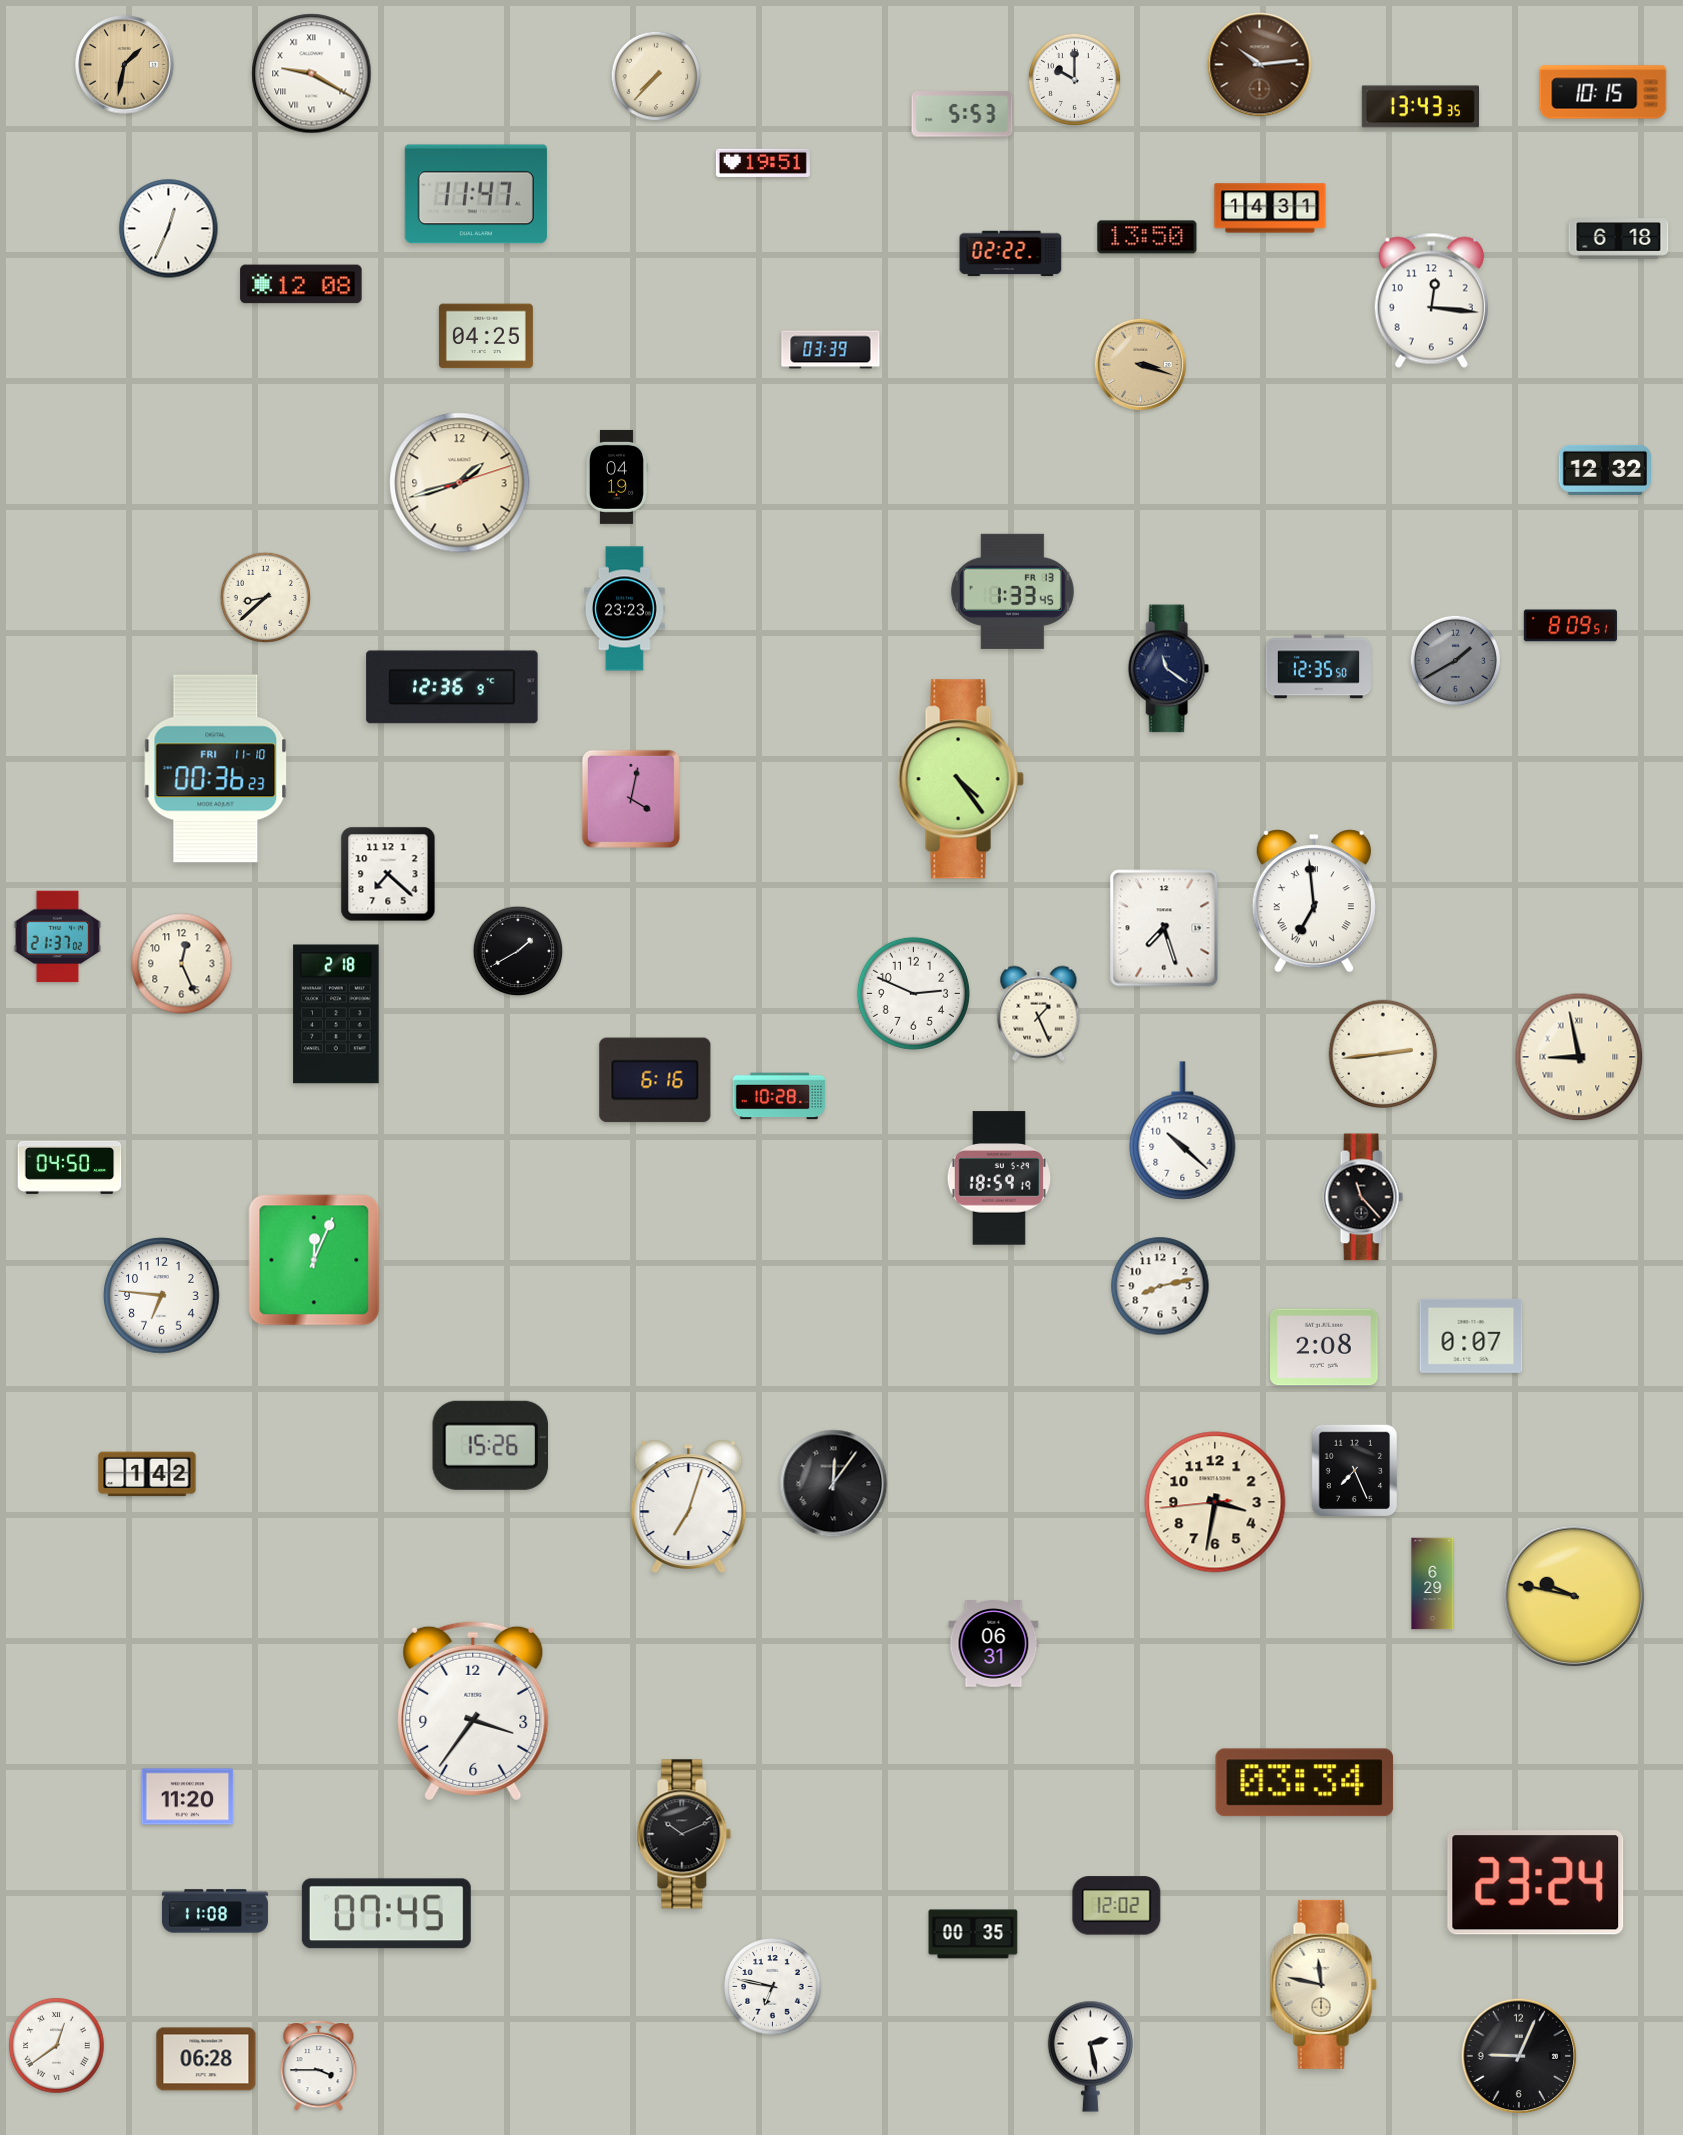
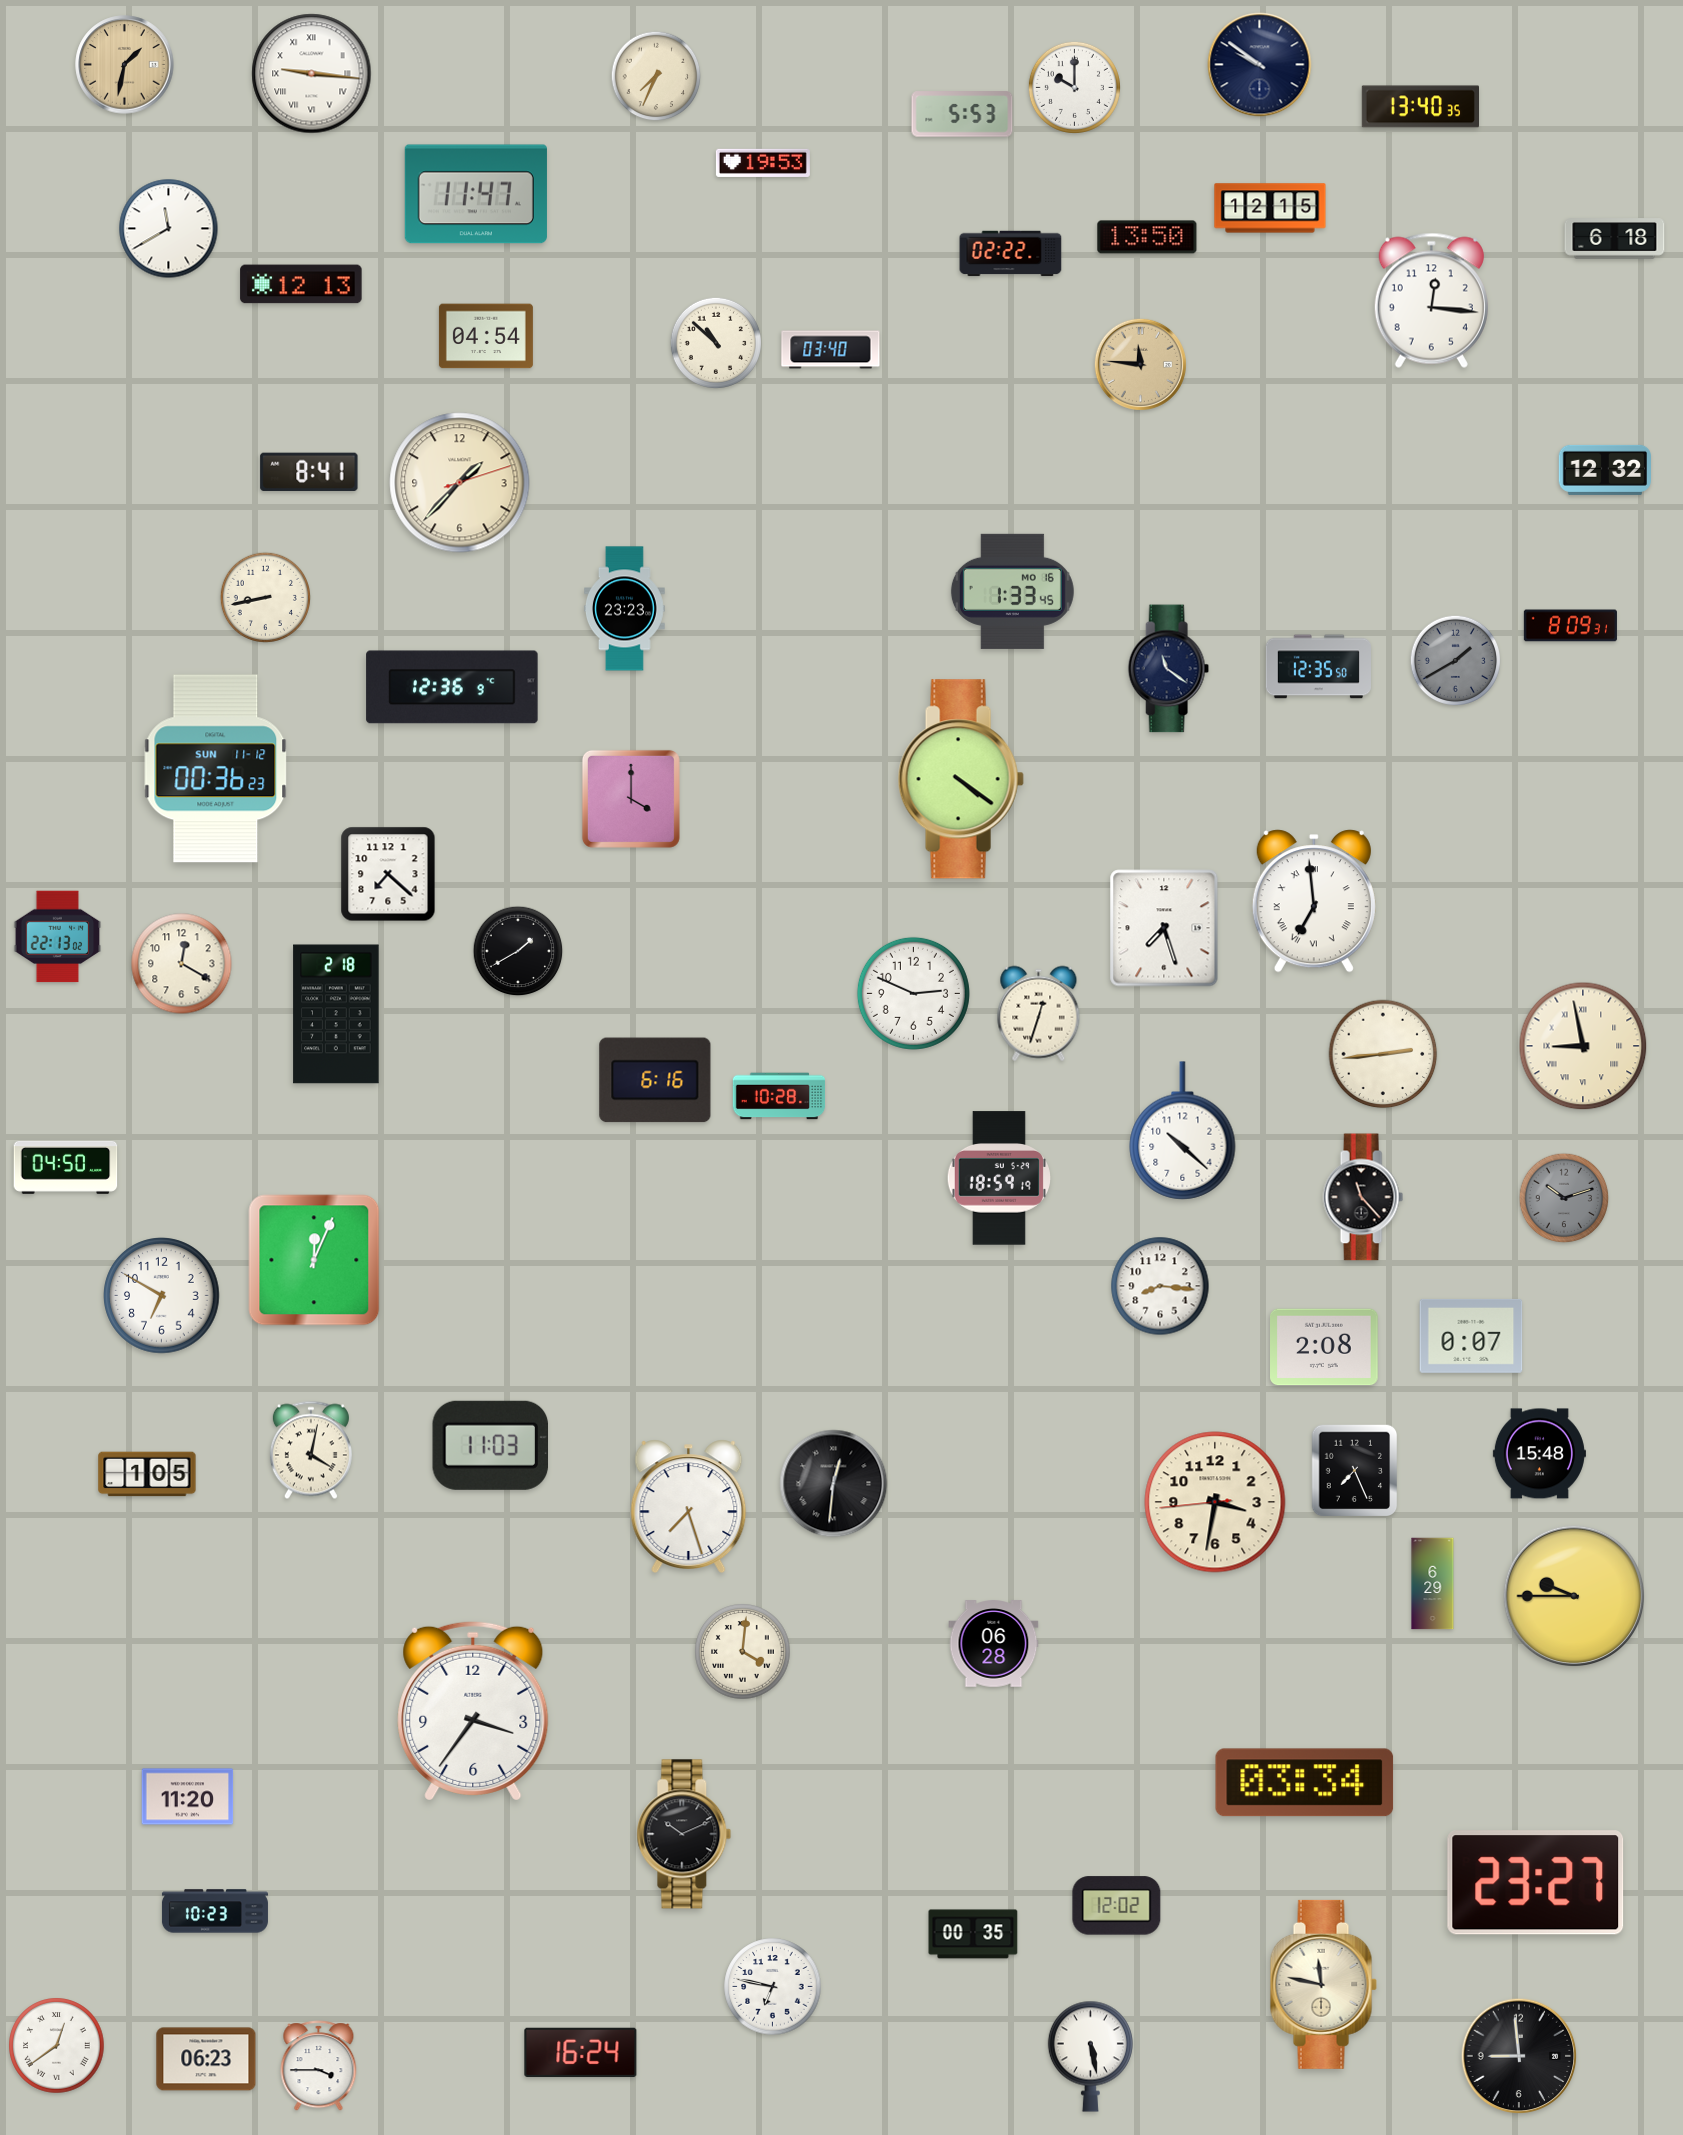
clock at (1260, 65): 10:14 -> 9:51
clock at (1260, 65) dial: brown -> navy
clock at (312, 74): 9:20 -> 9:16
clock at (656, 76): 7:37 -> 7:34
clock at (1074, 79) position: (1074, 79) -> (1074, 87)
clock at (1603, 92): 10:15 -> none
clock at (1420, 107): 13:43 -> 13:40
clock at (763, 163): 19:51 -> 19:53
clock at (1270, 208): 14:31 -> 12:15
clock at (169, 229): 12:34 -> 11:40
clock at (1619, 239) position: (1619, 239) -> (1615, 239)
clock at (301, 284): 12:08 -> 12:13
clock at (486, 336): 04:25 -> 04:54
clock at (716, 343): none -> 10:52
clock at (831, 350): 03:39 -> 03:40
clock at (1140, 364): 3:18 -> 11:46
clock at (309, 471): none -> 8:41
clock at (616, 477): 04:19 -> none
clock at (460, 483): 1:42 -> 1:37
clock at (1012, 591) date: FR 13 -> MO 16
clock at (265, 597): 8:38 -> 8:43
clock at (1570, 626): 8:09:51 -> 8:09:31
clock at (216, 769) date: FRI 11-10 -> SUN 11-12
clock at (961, 779): 4:24 -> 4:21
clock at (631, 799): 4:02 -> 4:00
clock at (58, 937): 21:37 -> 22:13
clock at (182, 964): 12:26 -> 12:20
clock at (1039, 1014): 1:26 -> 12:33
clock at (1579, 1057) position: (1579, 1057) -> (1583, 1046)
clock at (70, 1167) position: (70, 1167) -> (66, 1167)
clock at (1564, 1198): none -> 10:12
clock at (1160, 1286): 8:13 -> 8:16
clock at (162, 1296): 6:46 -> 6:50
clock at (491, 1445): 15:26 -> 11:03
clock at (311, 1450): none -> 4:02
clock at (1539, 1454): none -> 15:48
clock at (147, 1474): 1:42 -> 1:05
clock at (834, 1484): 12:06 -> 12:31
clock at (689, 1506): 7:03 -> 7:27
clock at (1574, 1596): 9:47 -> 9:45
clock at (994, 1644): 06:31 -> 06:28
clock at (743, 1652): none -> 4:01
clock at (1536, 1883): 23:24 -> 23:27
clock at (215, 1911): 11:08 -> 10:23
clock at (386, 1914): 07:45 -> none
clock at (581, 2053): none -> 16:24
clock at (1090, 2056): 2:28 -> 5:28
clock at (1519, 2056): 9:04 -> 8:59
clock at (206, 2059): 06:28 -> 06:23
